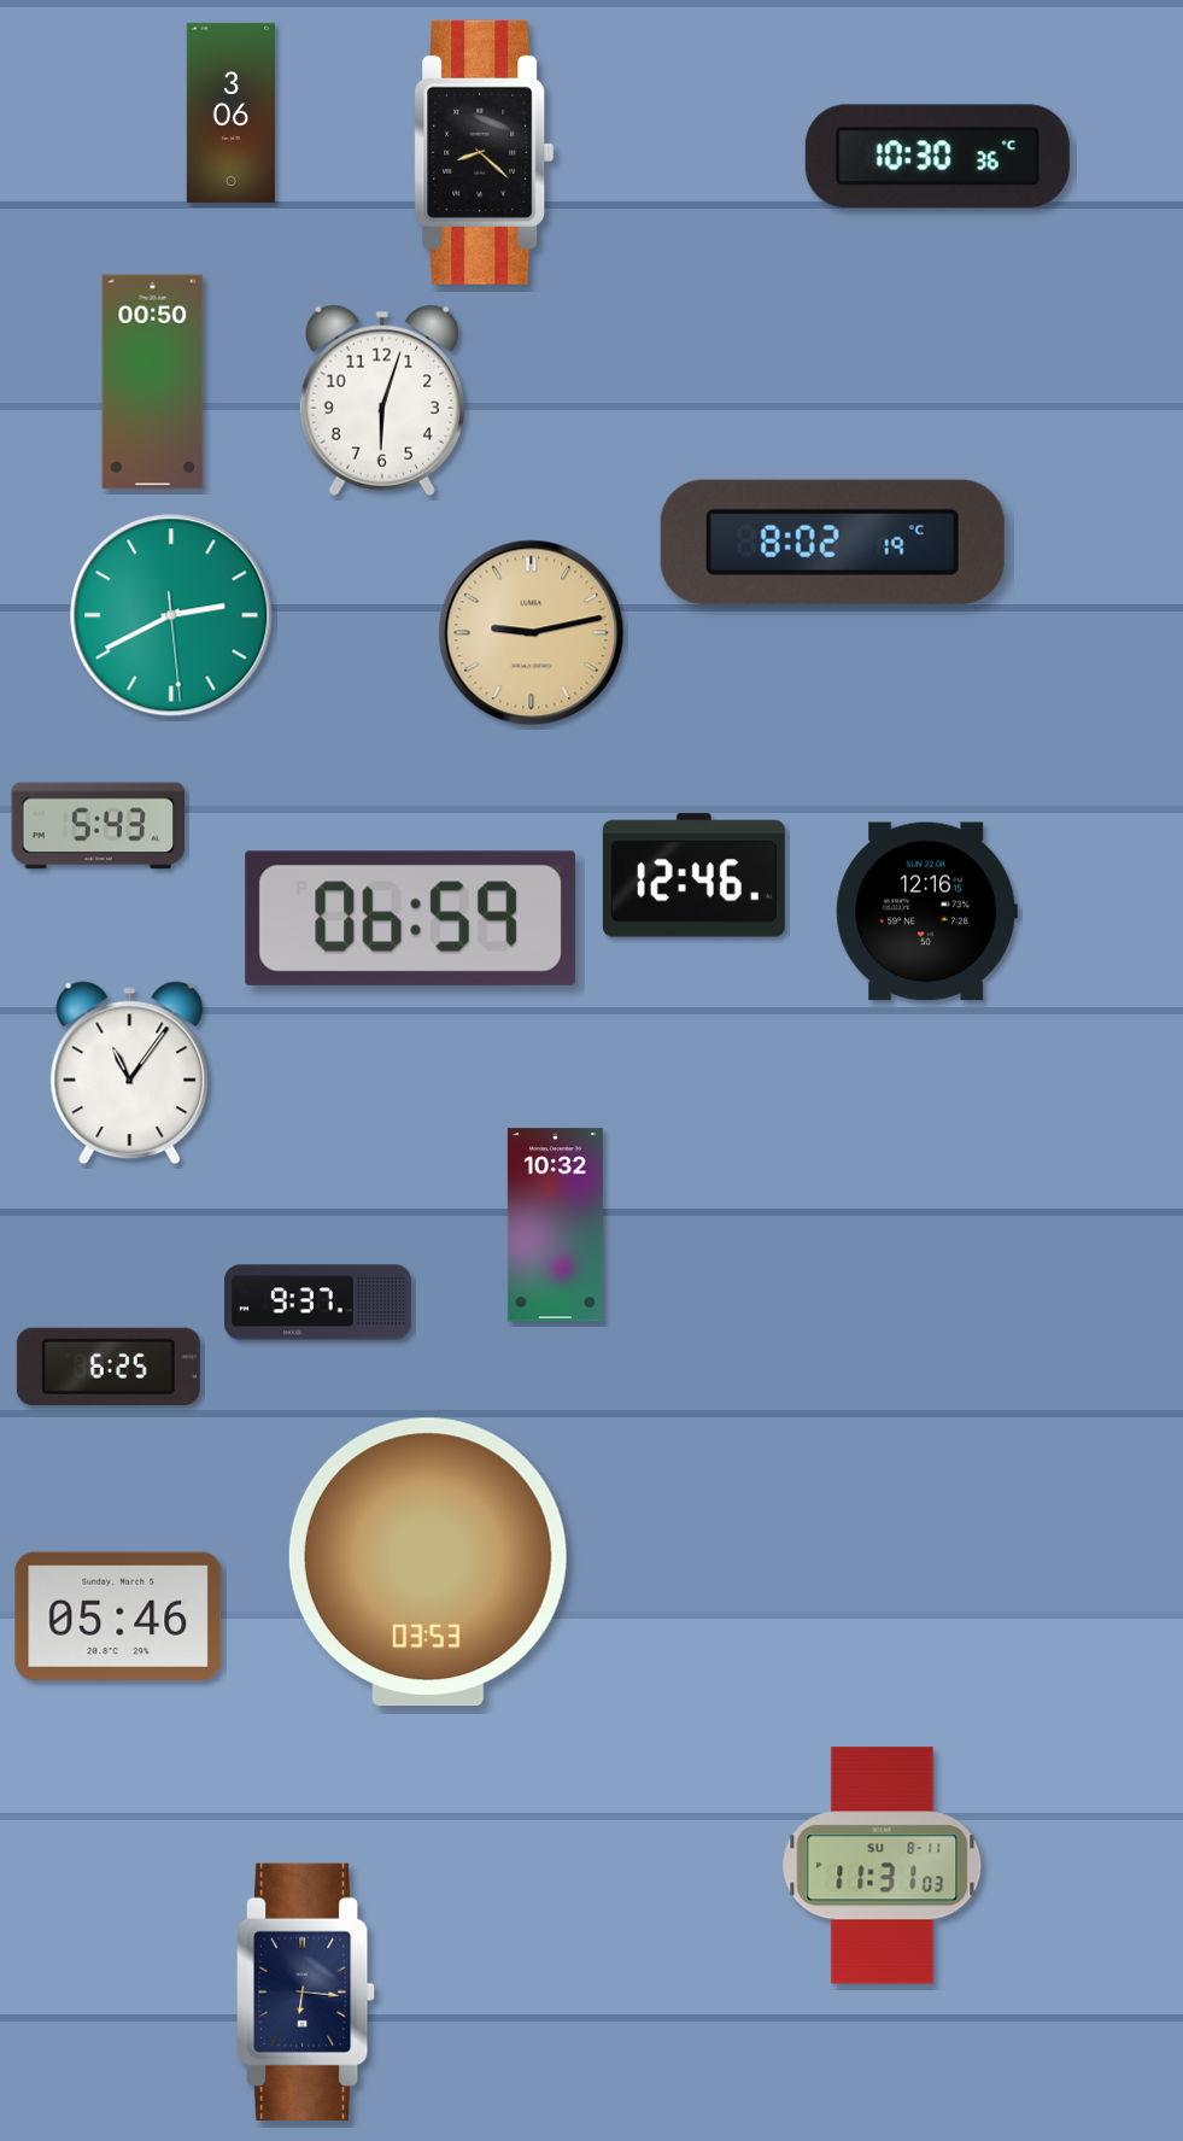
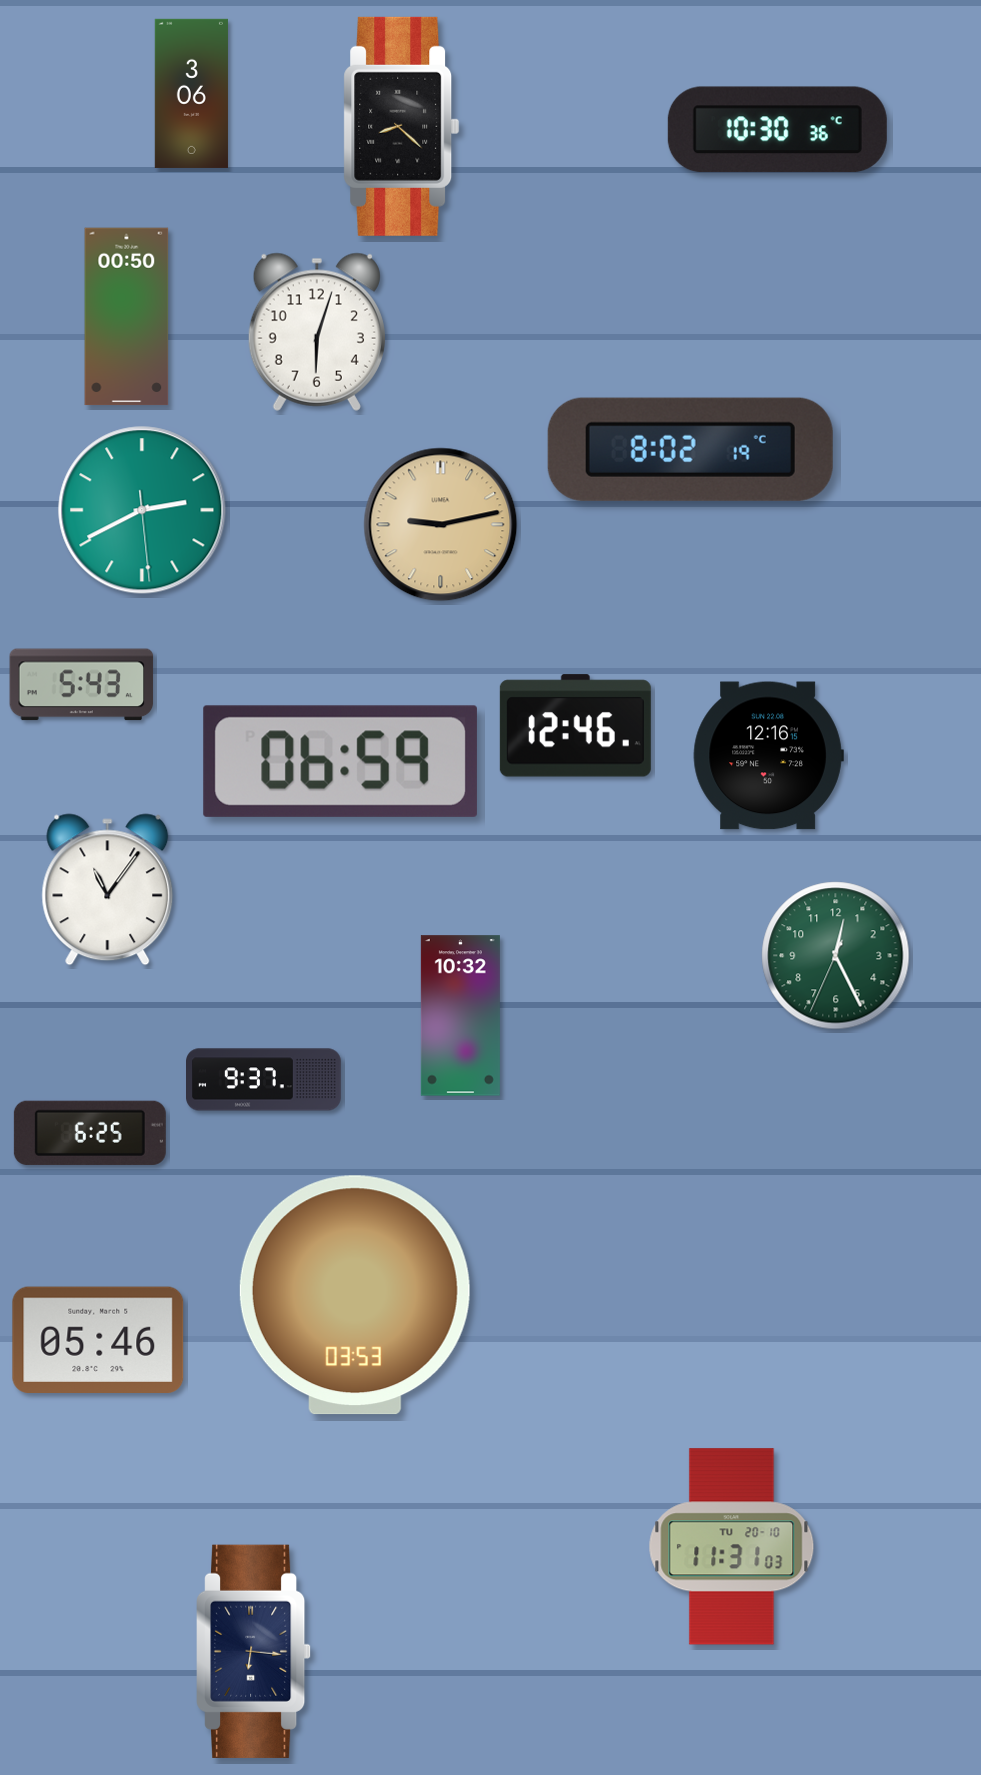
clock at (836, 956): none -> 12:25
clock at (883, 1866) date: SU 8-11 -> TU 20-10
